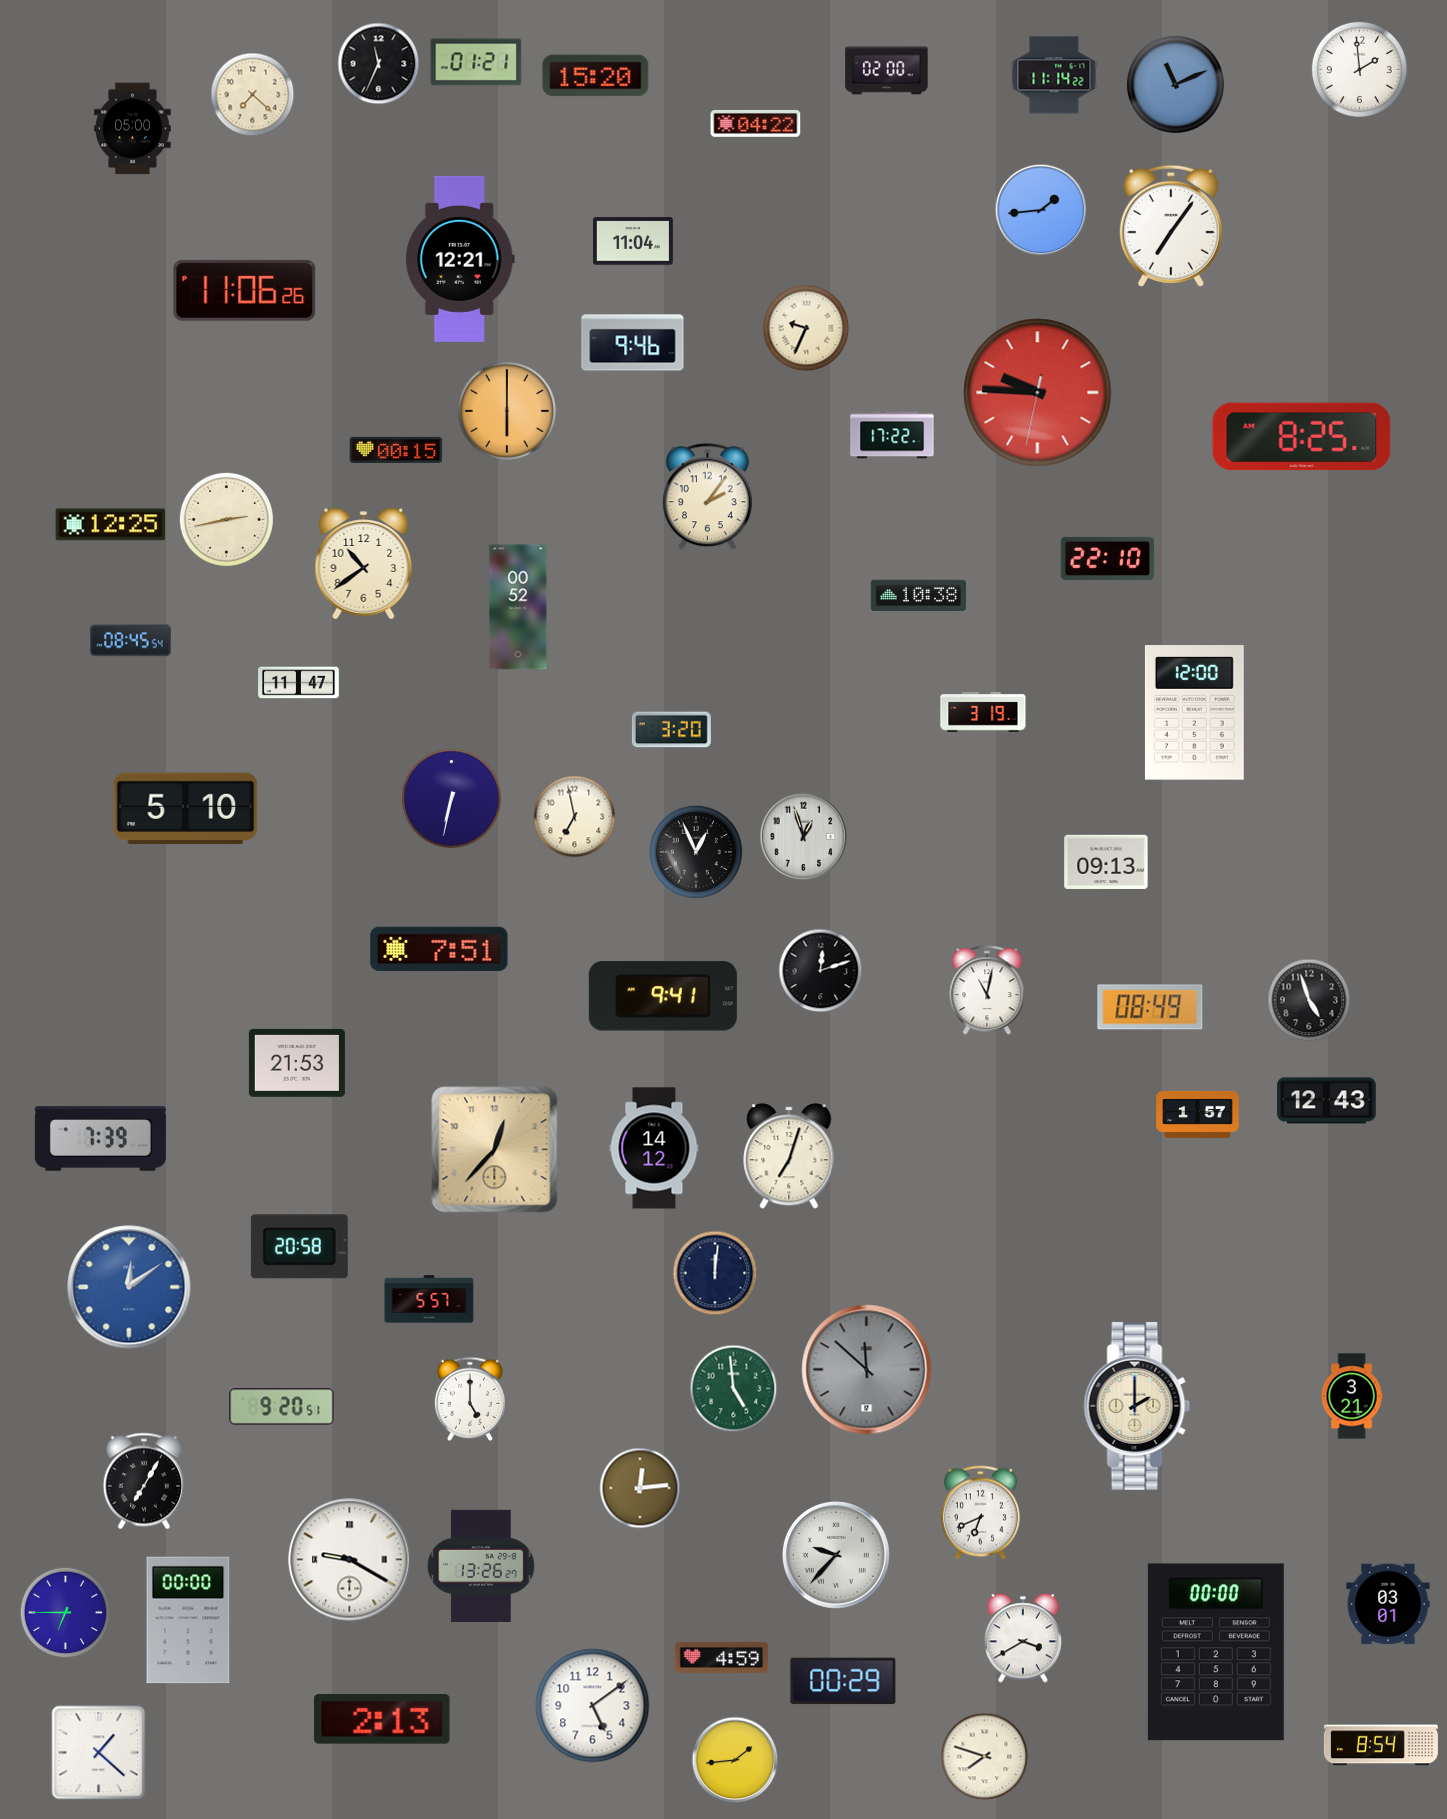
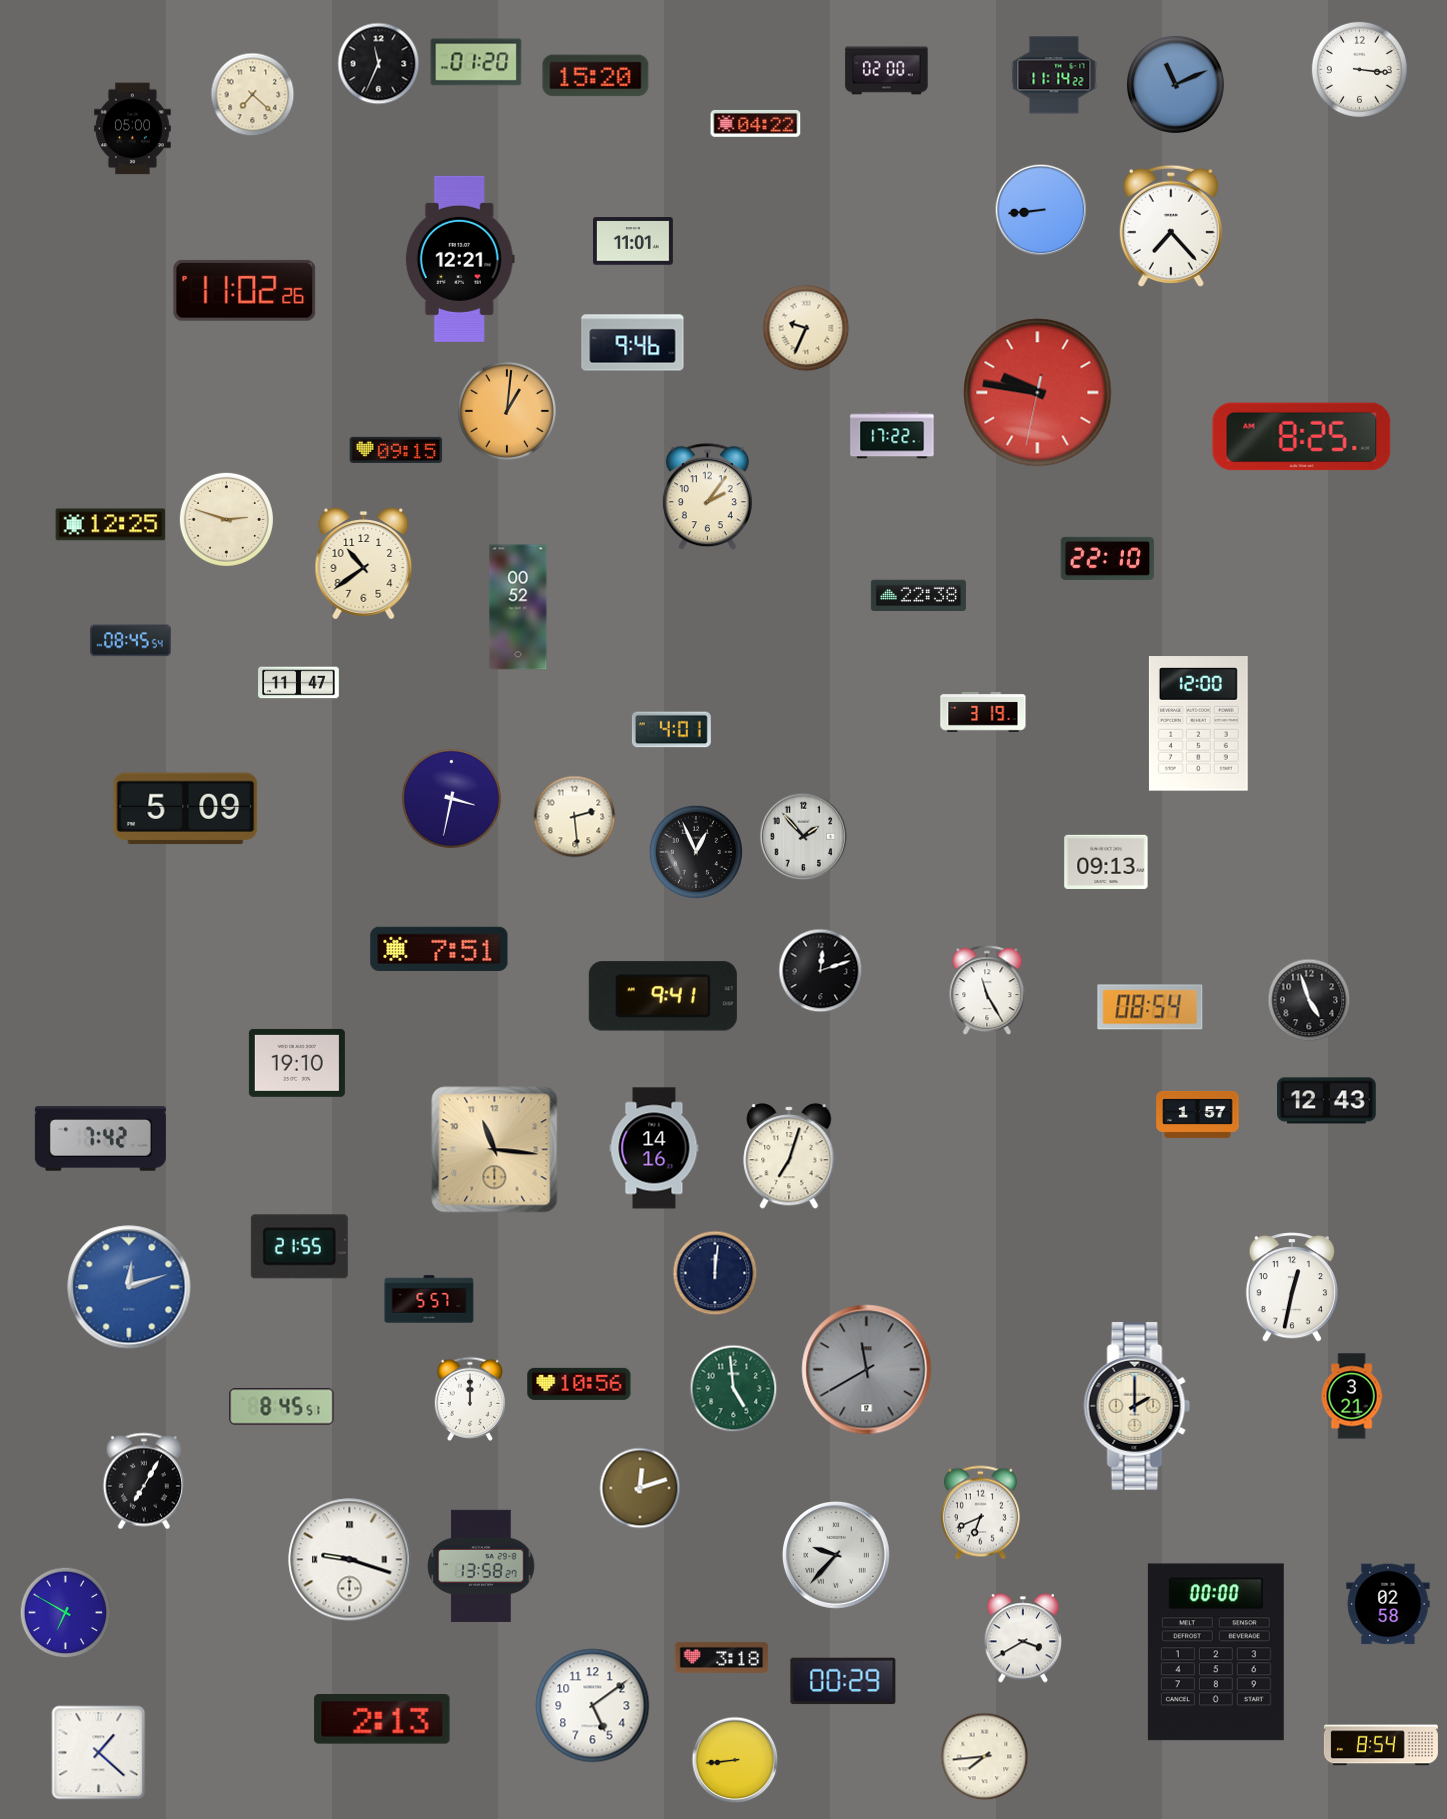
clock at (476, 62): 01:21 -> 01:20
clock at (1359, 69): 1:59 -> 3:16
clock at (1041, 210): 1:44 -> 8:44
clock at (1171, 226): 7:06 -> 7:23
clock at (634, 241): 11:04 -> 11:01
clock at (245, 290): 11:06 -> 11:02
clock at (1038, 393): 9:45 -> 9:46
clock at (507, 411): 6:00 -> 1:01
clock at (396, 450): 00:15 -> 09:15
clock at (226, 519): 2:43 -> 2:48
clock at (918, 596): 10:38 -> 22:38
clock at (1194, 713) position: (1194, 713) -> (1198, 724)
clock at (671, 730): 3:20 -> 4:01
clock at (451, 798): 6:32 -> 3:32
clock at (186, 809): 5:10 -> 5:09
clock at (575, 817): 6:58 -> 2:29
clock at (804, 837): 12:57 -> 1:53
clock at (987, 991): 11:02 -> 11:25
clock at (1150, 1007): 08:49 -> 08:54
clock at (297, 1063): 21:53 -> 19:10
clock at (100, 1139): 7:39 -> 7:42
clock at (654, 1148): 14:12 -> 14:16
clock at (495, 1150): 12:37 -> 11:16
clock at (299, 1247): 20:58 -> 21:55
clock at (129, 1287): 12:09 -> 12:12
clock at (1292, 1287): none -> 12:32
clock at (867, 1370): 11:52 -> 11:40
clock at (579, 1384): none -> 10:56
clock at (469, 1399): 5:00 -> 12:00
clock at (282, 1407): 9:20 -> 8:45
clock at (640, 1488): 12:14 -> 12:12
clock at (350, 1560): 9:20 -> 9:18
clock at (481, 1566): 13:26 -> 13:58
clock at (1388, 1604): 03:01 -> 02:58
clock at (66, 1613): 6:45 -> 6:50
clock at (188, 1620): 00:00 -> none
clock at (722, 1657): 4:59 -> 3:18
clock at (985, 1757): 7:48 -> 7:44
clock at (735, 1760): 1:44 -> 8:44
